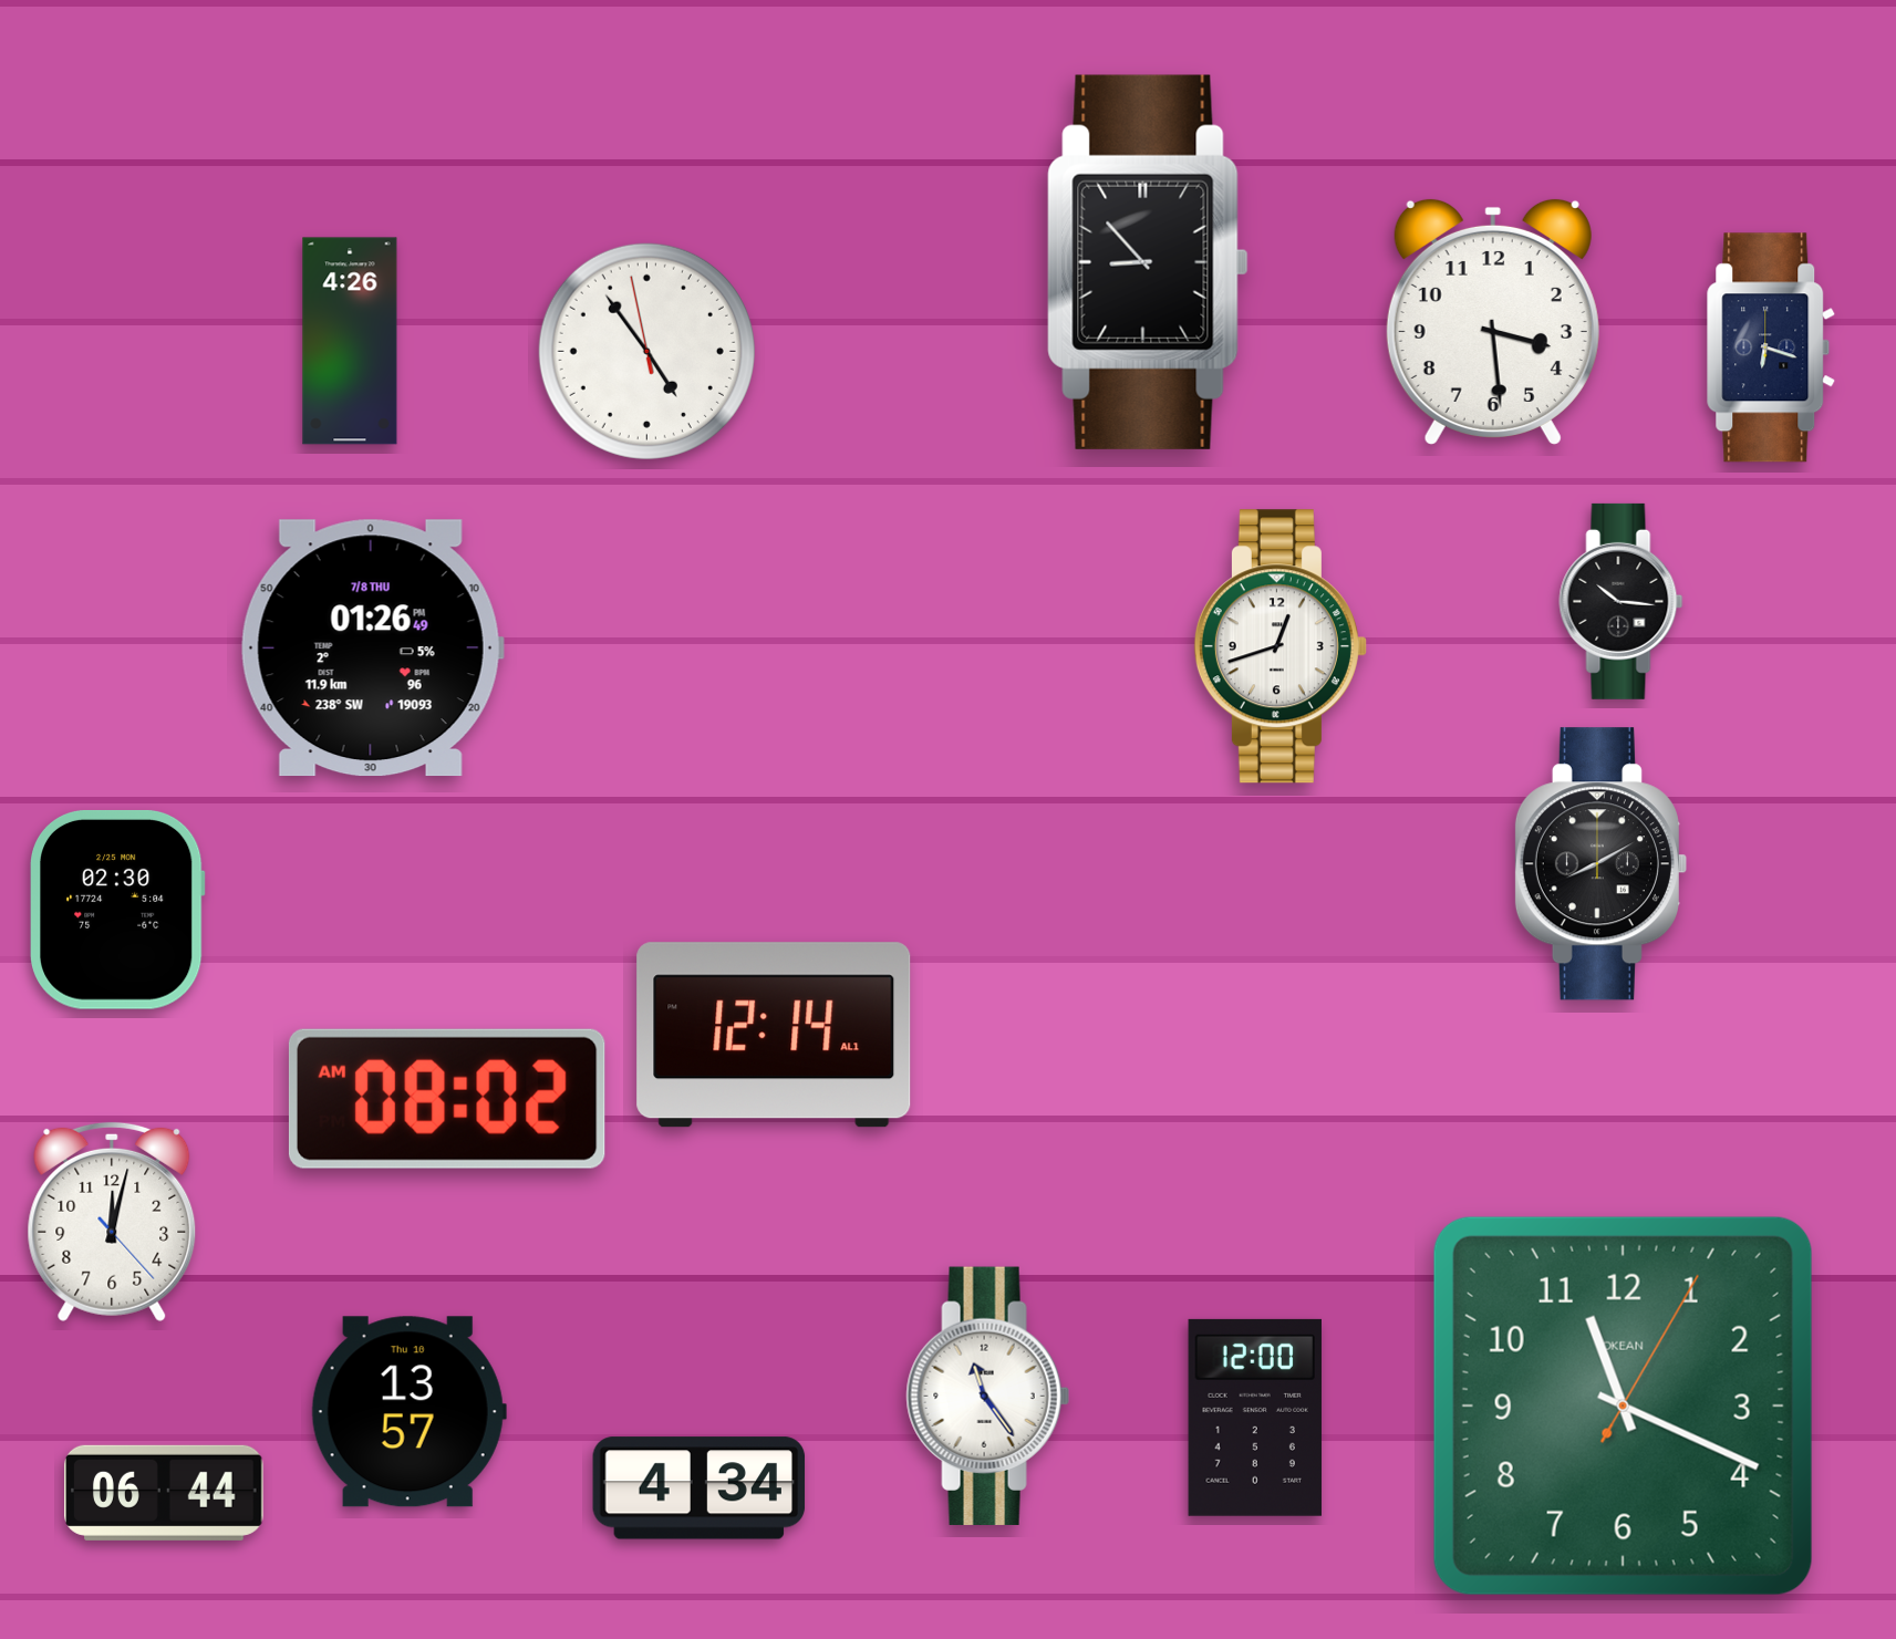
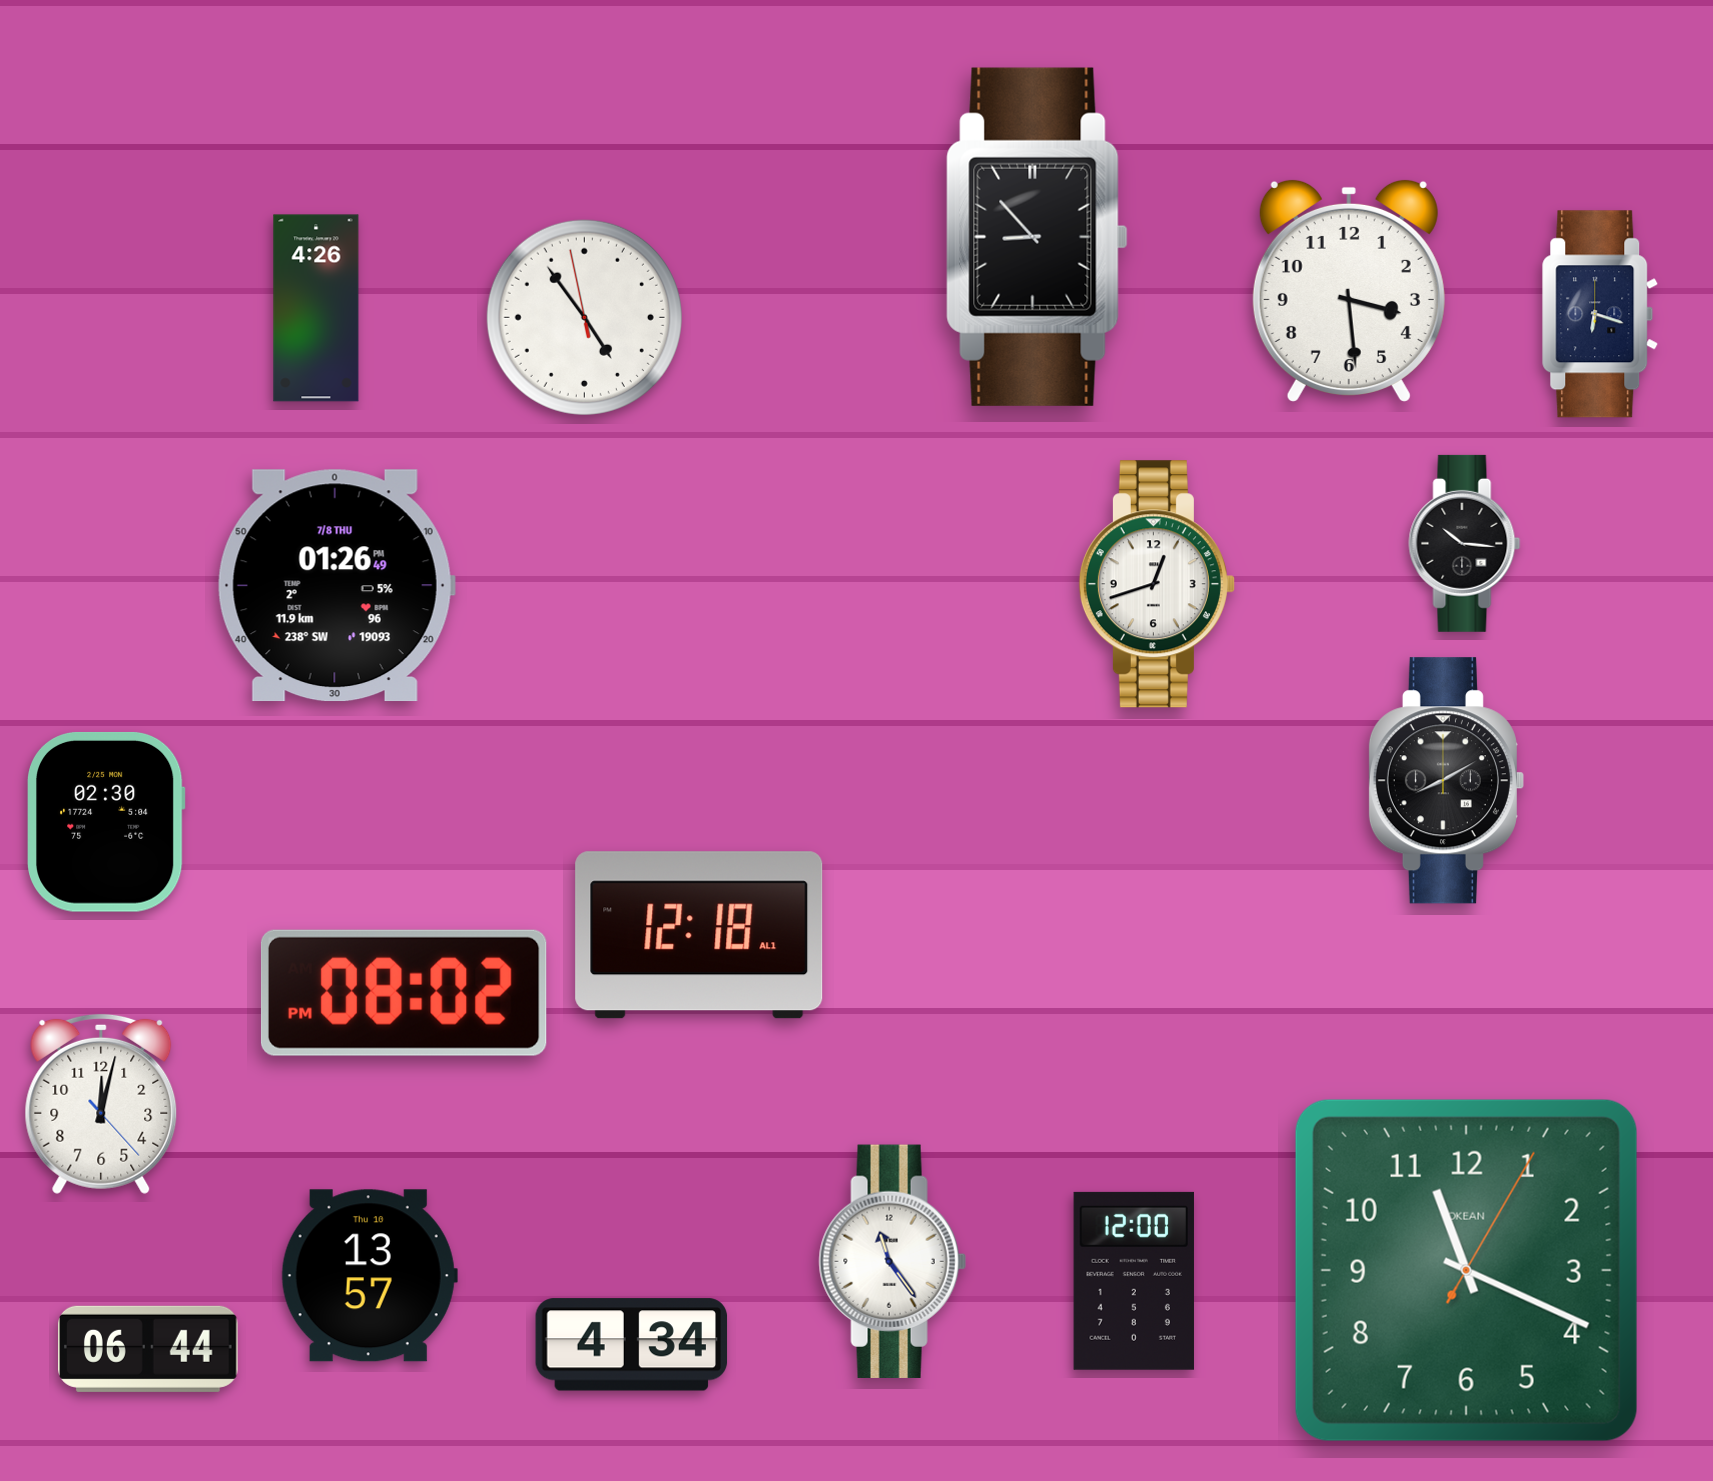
clock at (774, 1035): 12:14 -> 12:18
clock at (447, 1099): 08:02 AM -> 08:02 PM
